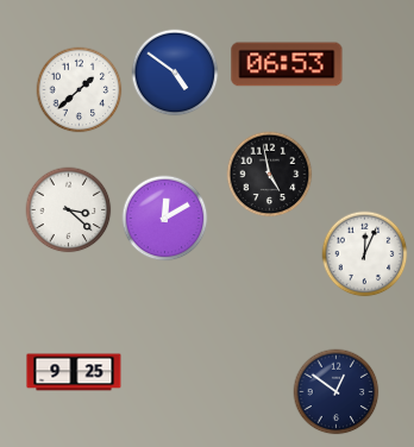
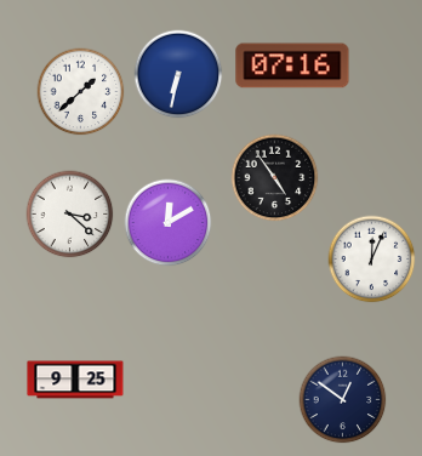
clock at (287, 64): 06:53 -> 07:16
clock at (175, 73): 4:51 -> 6:32
clock at (270, 175): 4:58 -> 4:54
